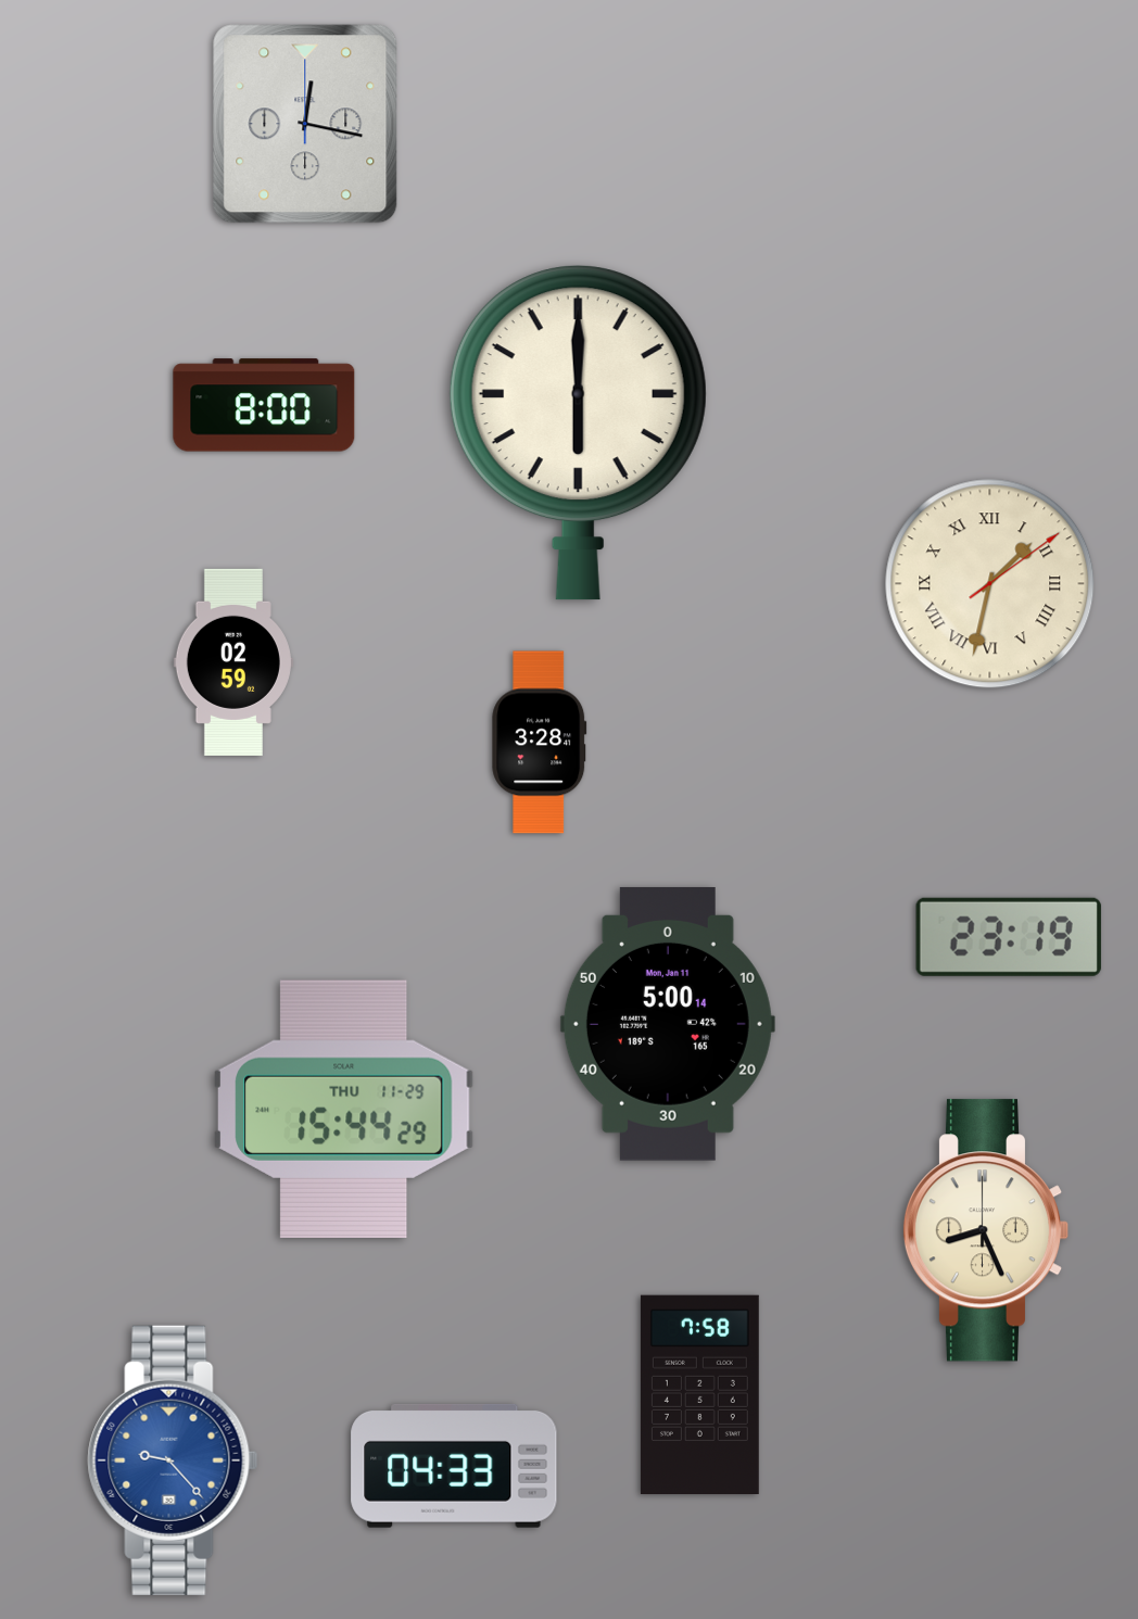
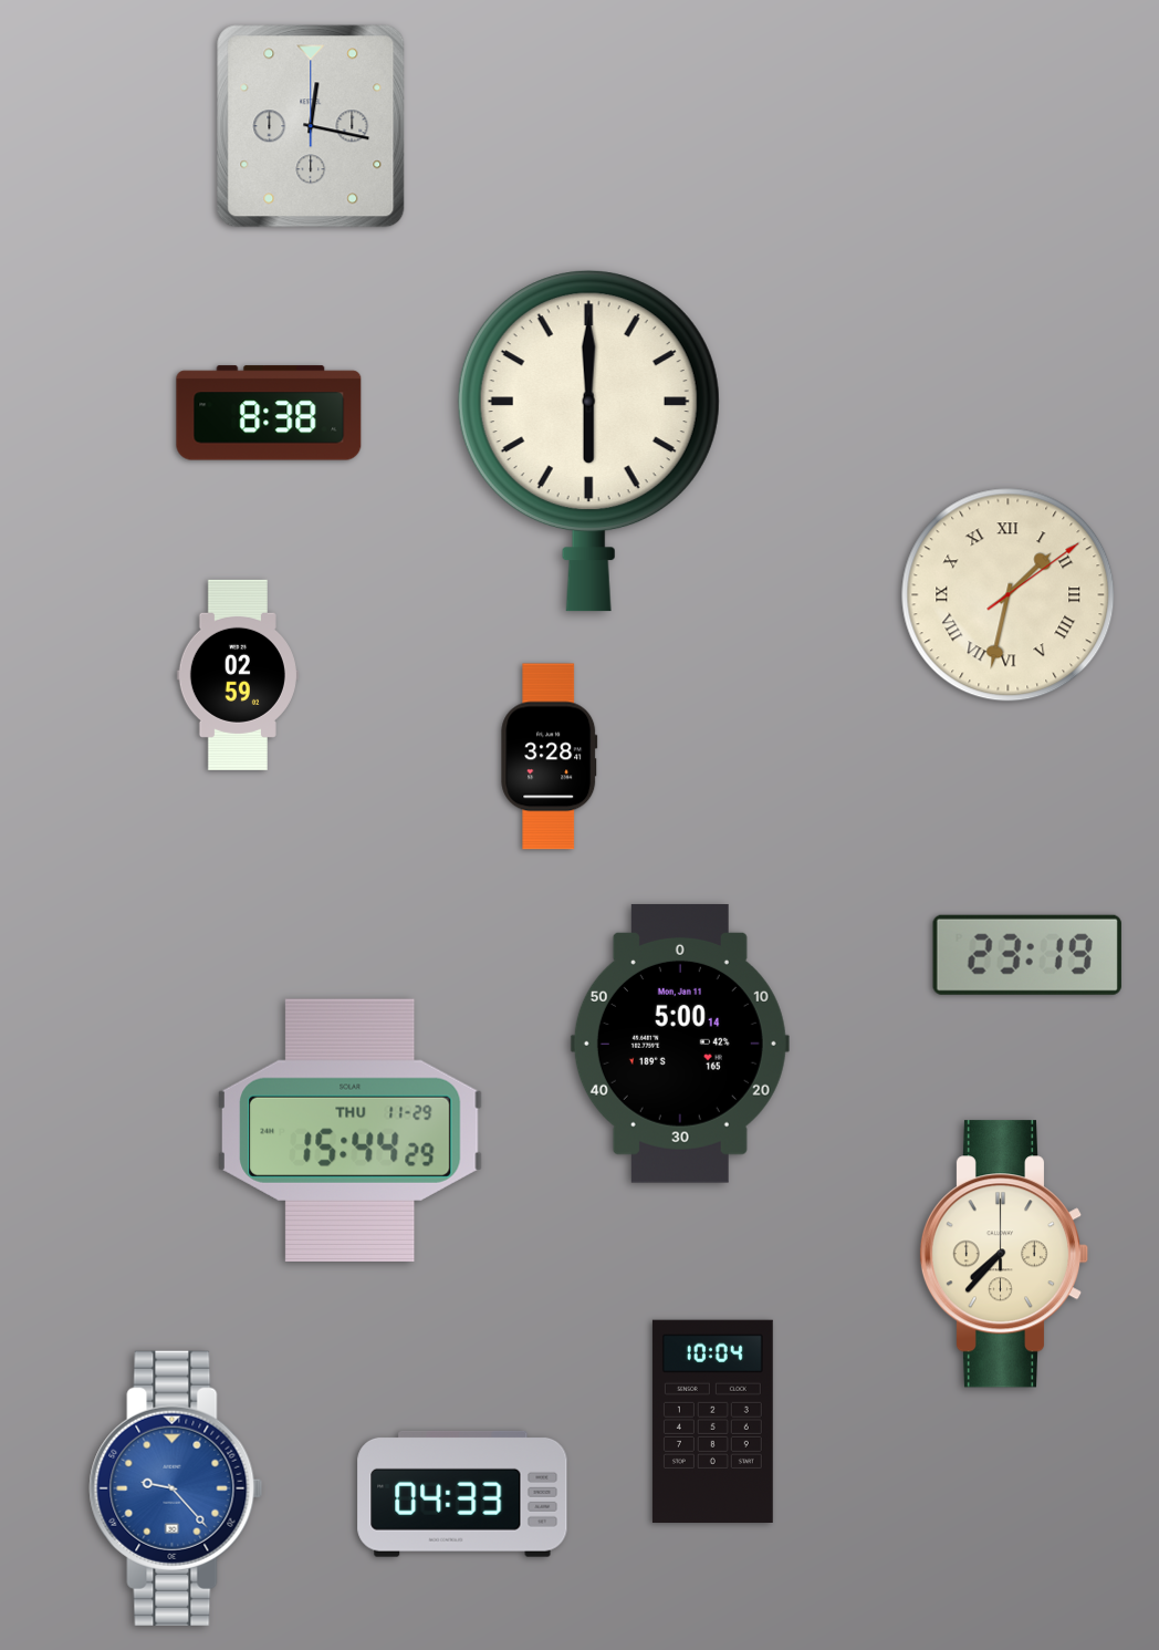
clock at (264, 405): 8:00 -> 8:38
clock at (986, 1230): 8:26 -> 7:37
clock at (699, 1395): 7:58 -> 10:04
